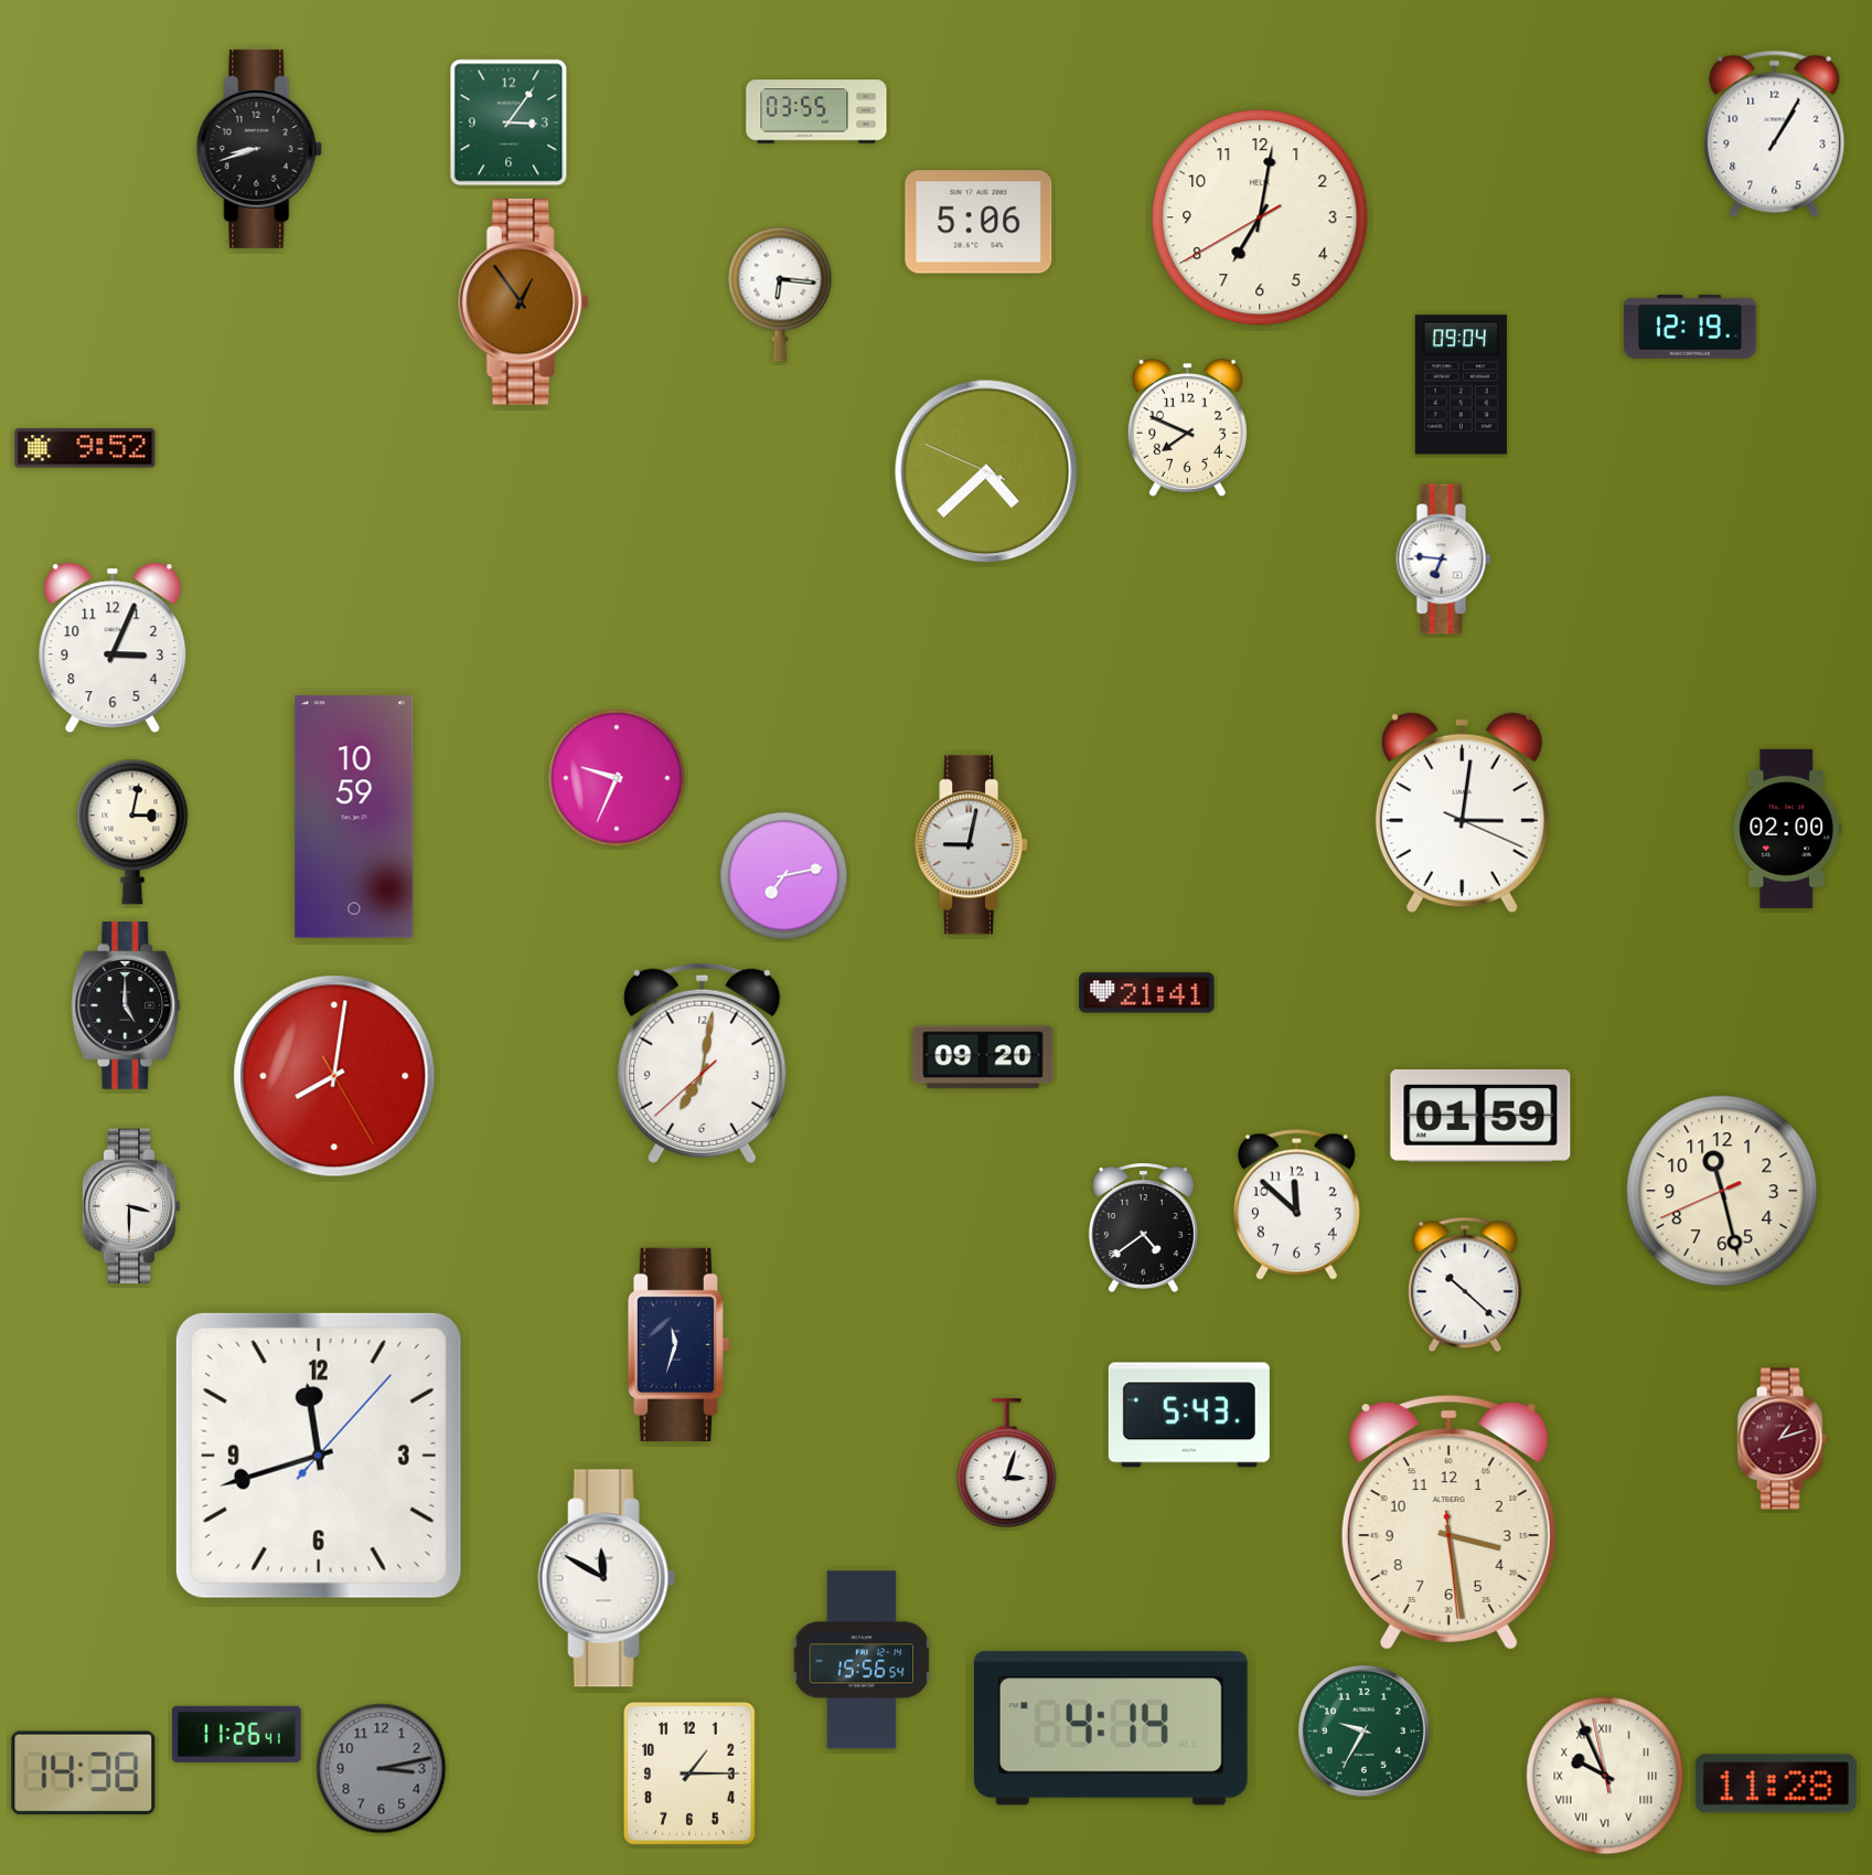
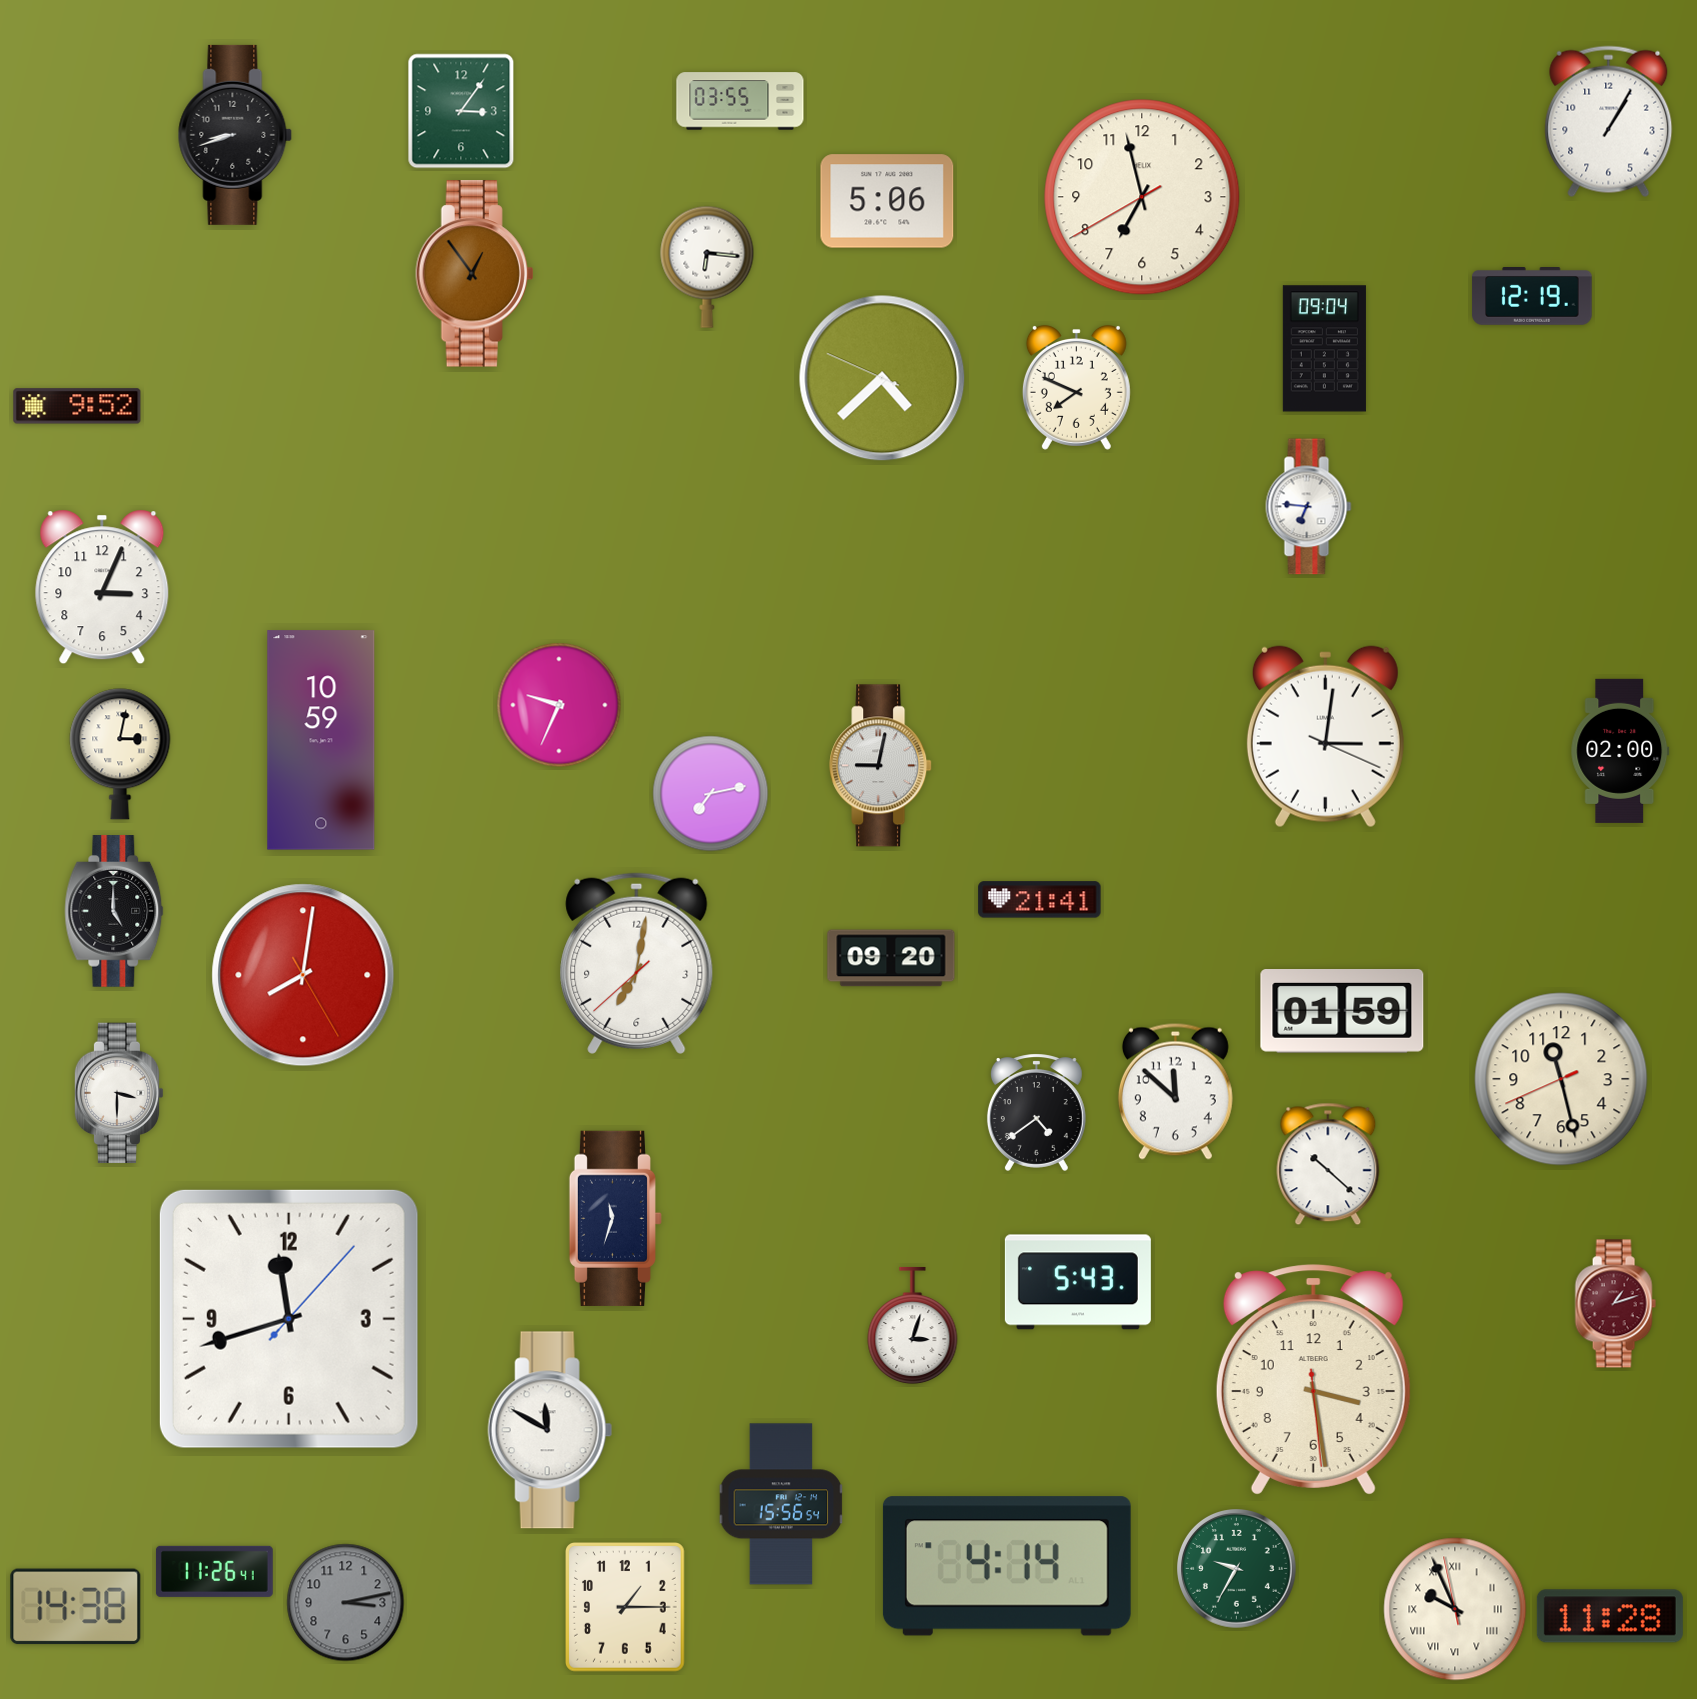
clock at (1260, 217): 7:01 -> 6:57
clock at (986, 471) position: (986, 471) -> (882, 378)
